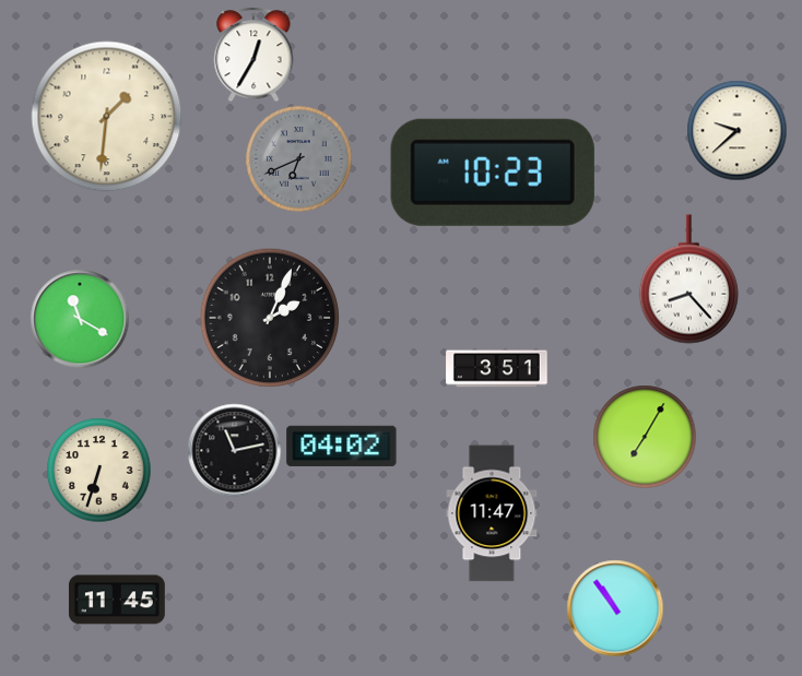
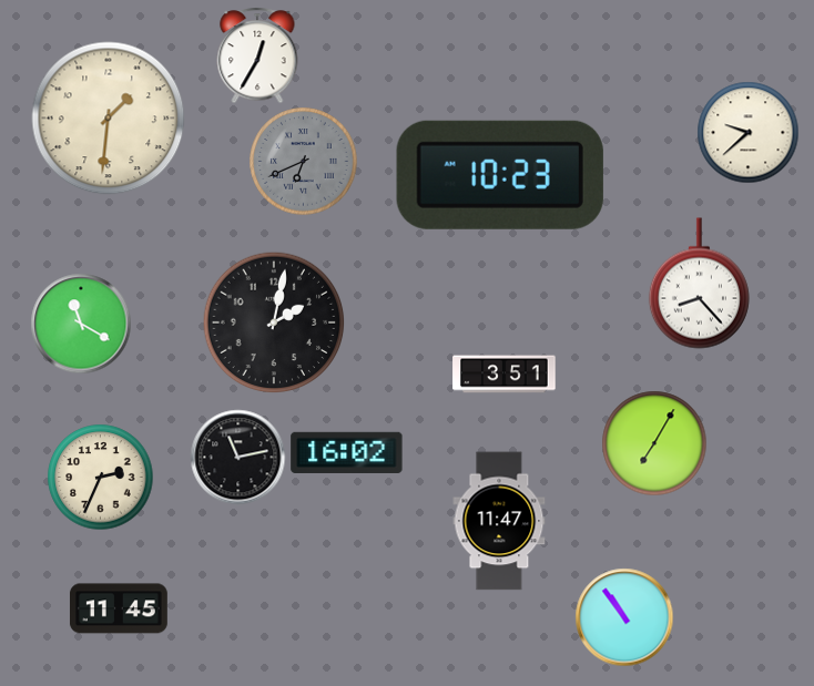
clock at (270, 318): 2:04 -> 2:02
clock at (342, 446): 04:02 -> 16:02
clock at (98, 470): 6:33 -> 2:34
